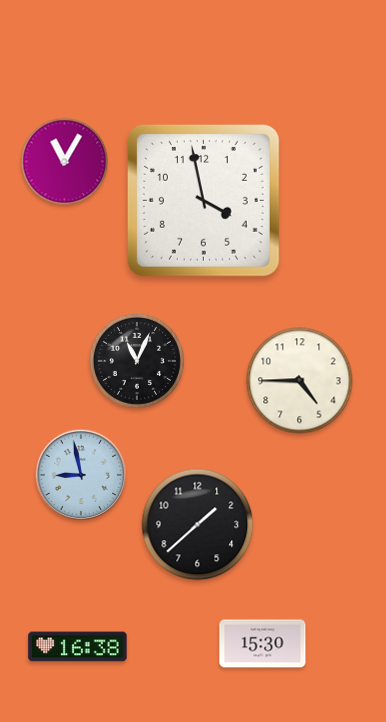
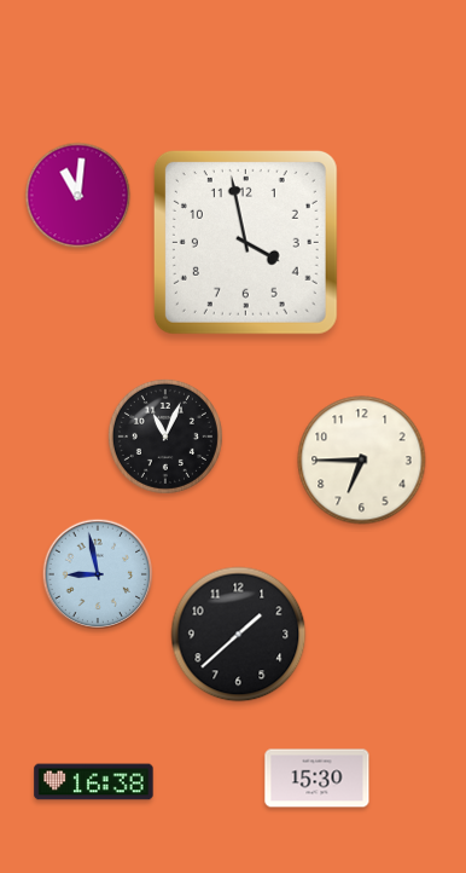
clock at (65, 162): 11:05 -> 11:01
clock at (300, 381): 4:45 -> 6:45
